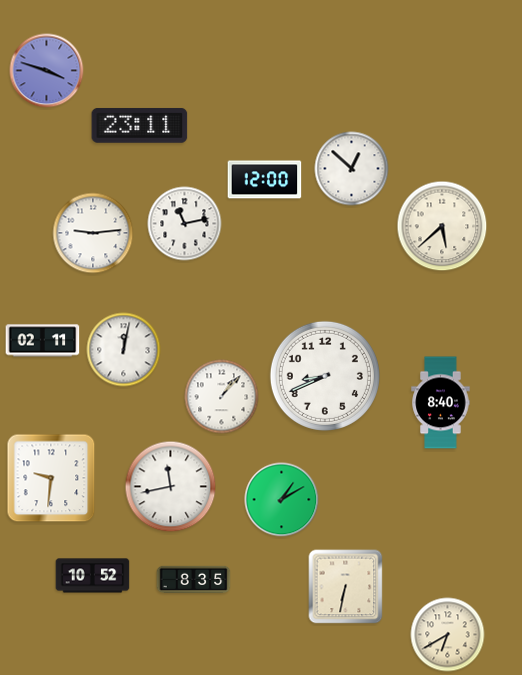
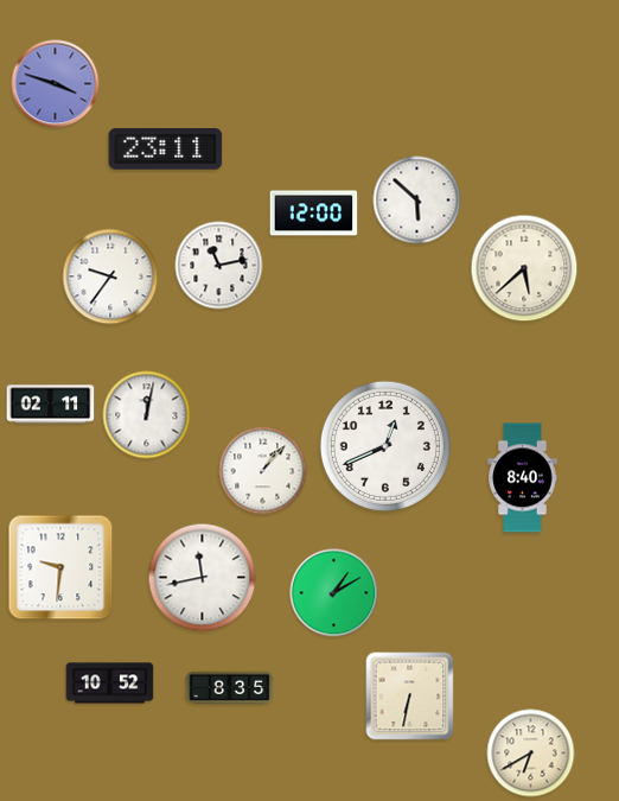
clock at (352, 169): 12:52 -> 5:52
clock at (93, 233): 9:14 -> 9:36
clock at (325, 376): 8:41 -> 12:41
